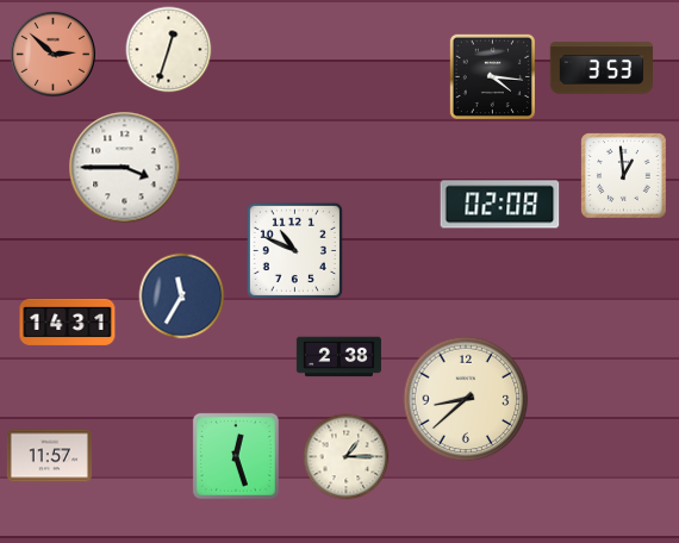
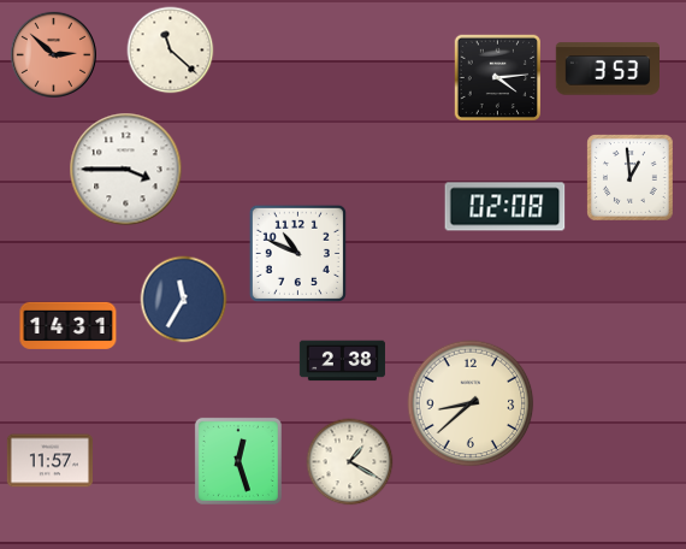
clock at (169, 50): 12:33 -> 11:22
clock at (492, 76): 4:16 -> 4:14
clock at (347, 457): 1:15 -> 1:20
